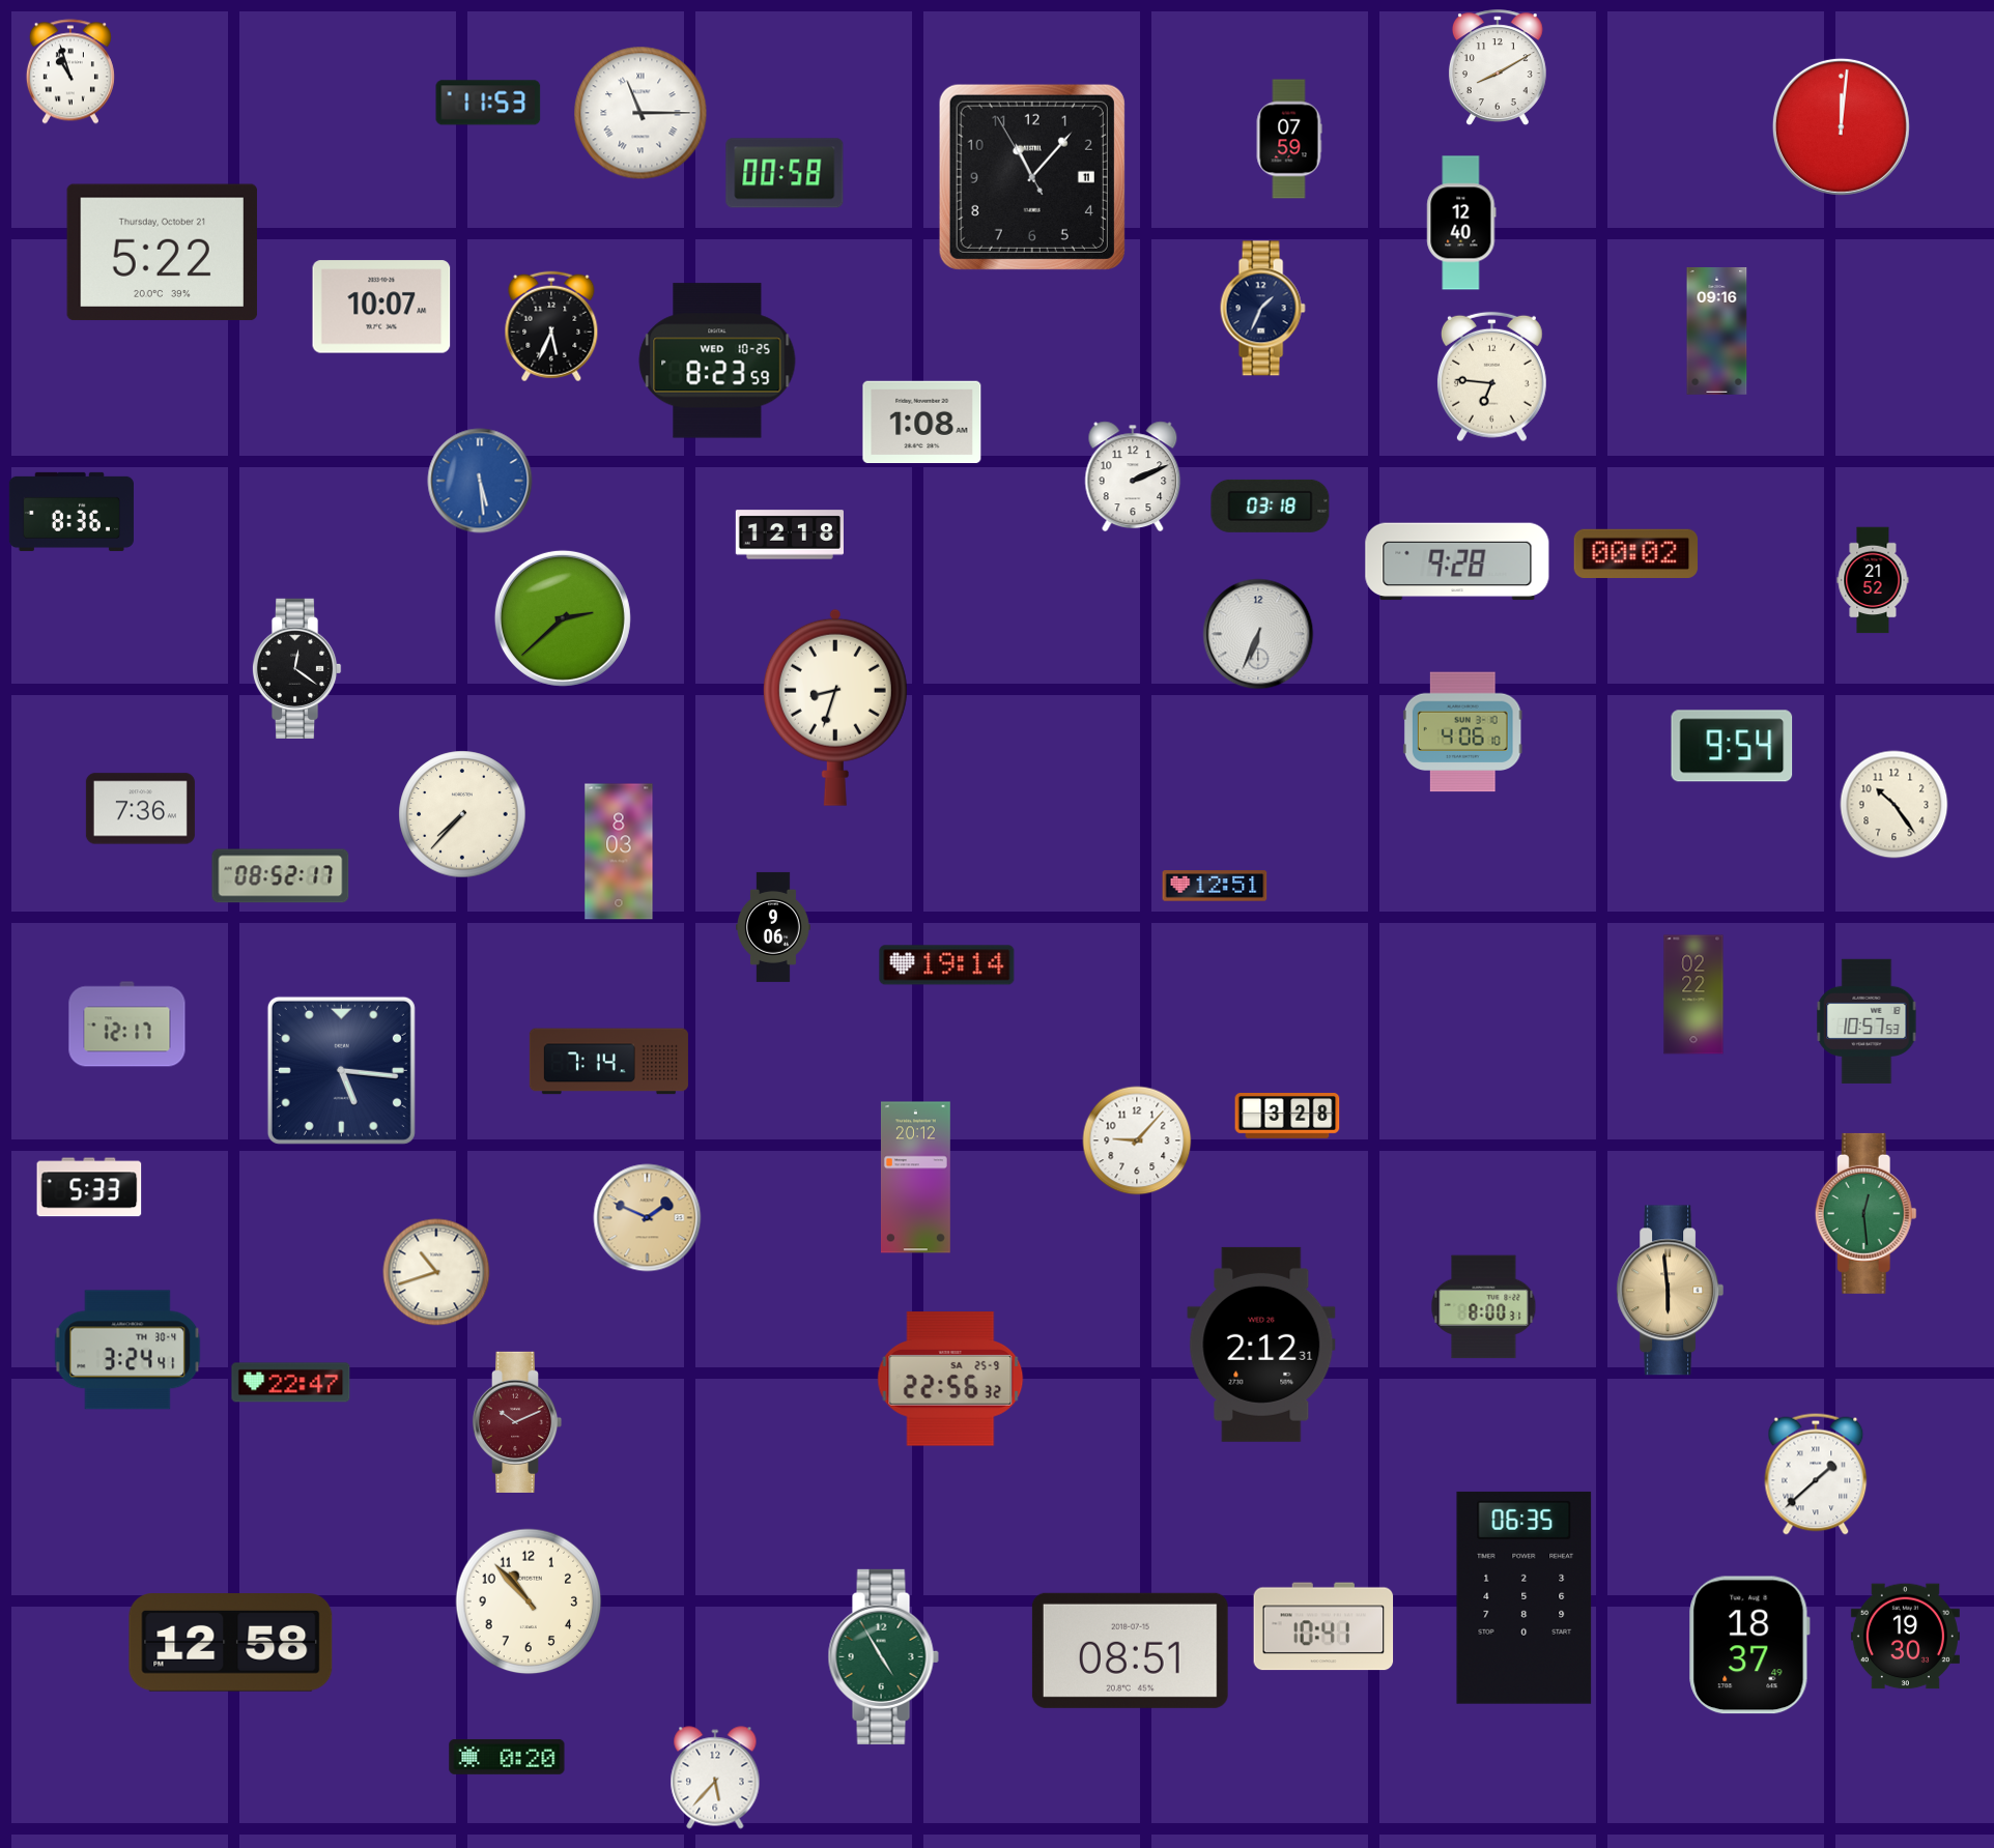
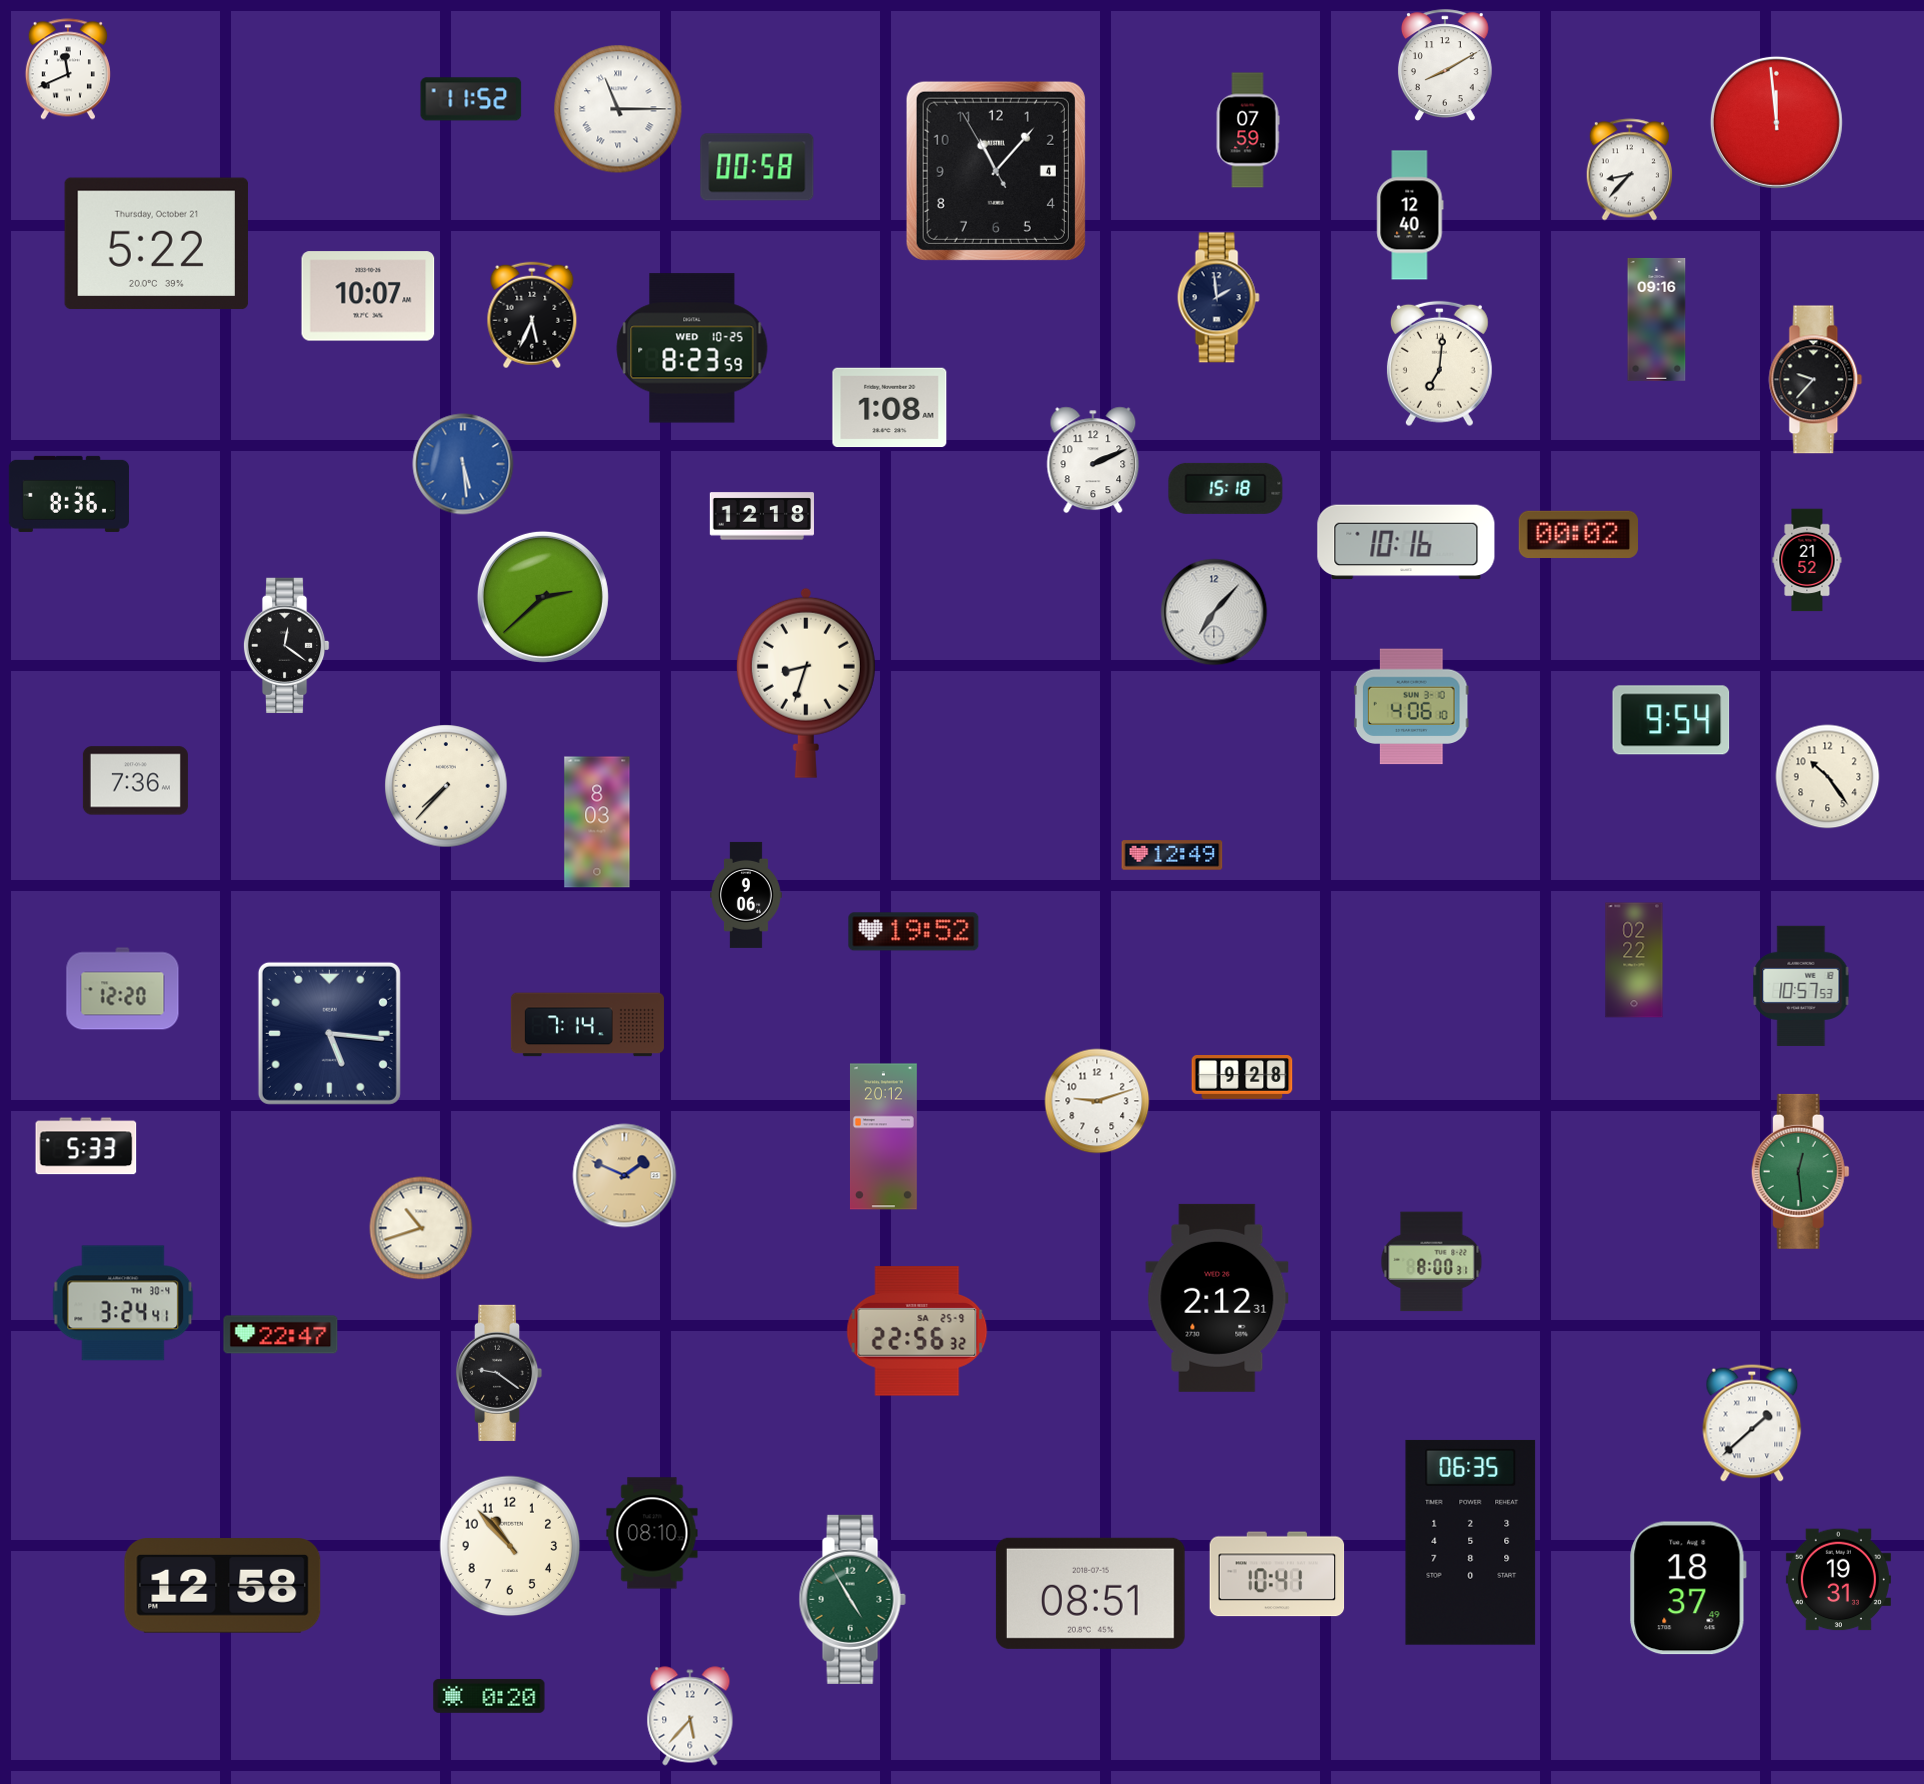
clock at (70, 71): 10:57 -> 11:41
clock at (488, 103): 11:53 -> 11:52
clock at (1841, 126): 12:01 -> 11:59
clock at (1289, 139) position: (1289, 139) -> (1248, 130)
clock at (1629, 170): none -> 8:37
clock at (1032, 177) date: 11 -> 4
clock at (1262, 309): 1:34 -> 1:59
clock at (1491, 377): 6:46 -> 7:01
clock at (1816, 380): none -> 9:37
clock at (1271, 506): 03:18 -> 15:18
clock at (1457, 561): 9:28 -> 10:16
clock at (1258, 634): 6:34 -> 7:07
clock at (281, 876): 08:52 -> none
clock at (1215, 886): 12:51 -> 12:49
clock at (947, 965): 19:14 -> 19:52
clock at (127, 1024): 12:17 -> 12:20
clock at (1287, 1117): 3:28 -> 9:28
clock at (1137, 1140): 9:07 -> 9:12
clock at (1671, 1291): 5:59 -> none
clock at (517, 1422): 10:11 -> 9:21
clock at (517, 1422) dial: burgundy -> black
clock at (652, 1533): none -> 08:10
clock at (1323, 1626) position: (1323, 1626) -> (1277, 1574)
clock at (1905, 1637): 19:30 -> 19:31
